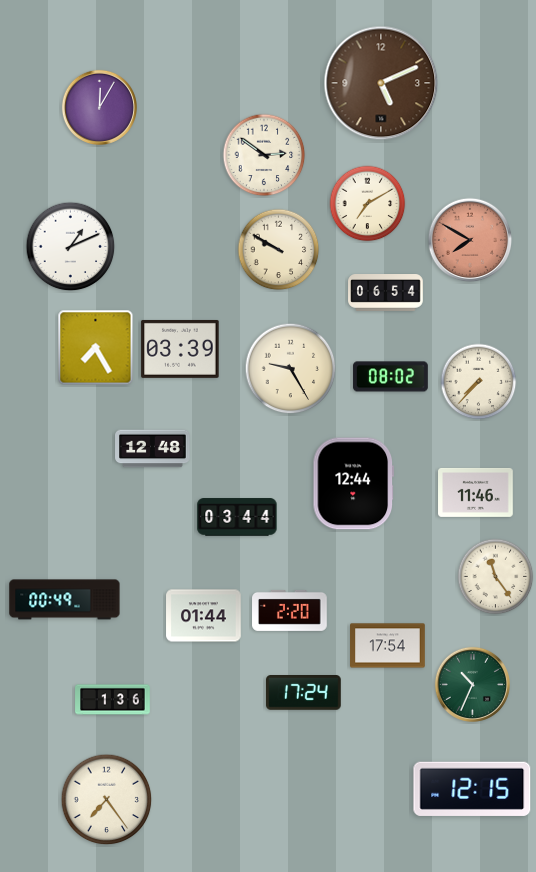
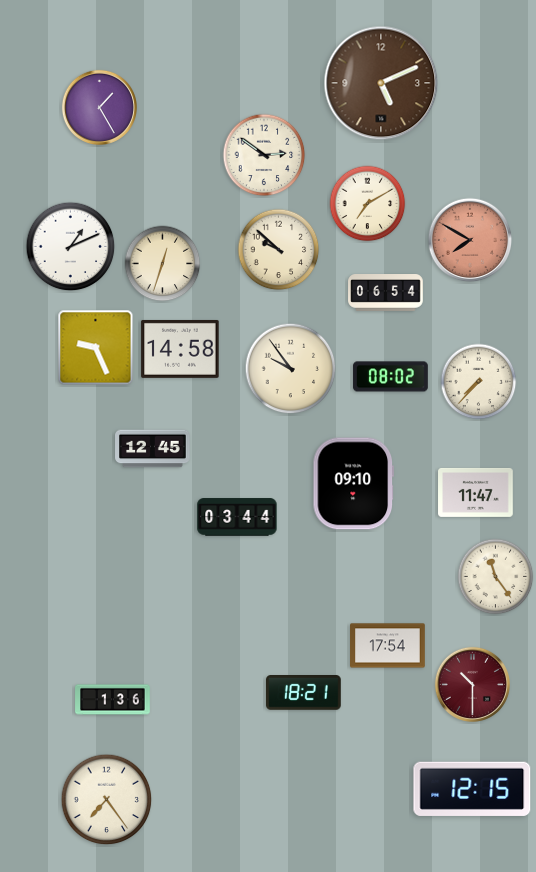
clock at (99, 107): 12:05 -> 1:25
clock at (279, 250): 9:50 -> 9:52
clock at (163, 264): none -> 12:33
clock at (96, 348): 7:25 -> 9:26
clock at (180, 349): 03:39 -> 14:58
clock at (291, 369): 9:25 -> 9:54
clock at (153, 449): 12:48 -> 12:45
clock at (353, 484): 12:44 -> 09:10
clock at (476, 492): 11:46 -> 11:47
clock at (65, 600): 00:49 -> none
clock at (290, 610): 2:20 -> none
clock at (204, 616): 01:44 -> none
clock at (472, 684): 10:34 -> 10:30
clock at (472, 684) dial: green -> burgundy
clock at (304, 693): 17:24 -> 18:21
